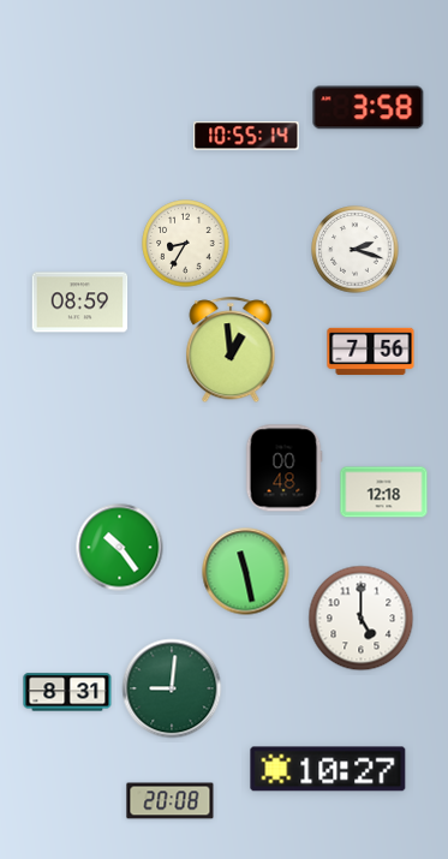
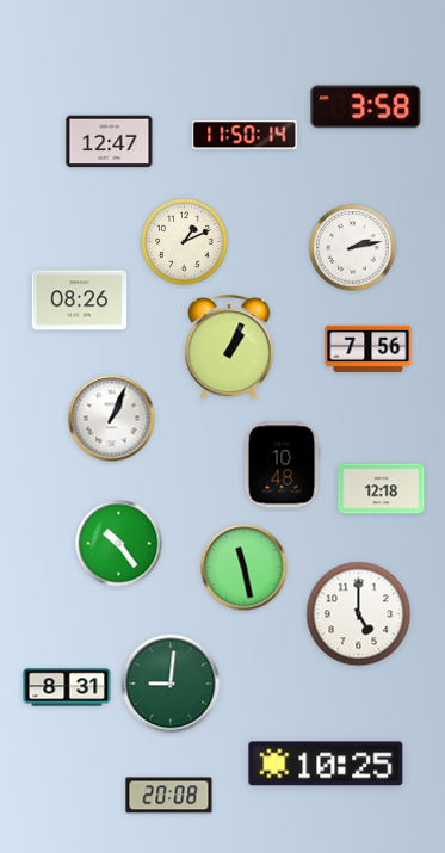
clock at (246, 136): 10:55 -> 11:50
clock at (110, 142): none -> 12:47
clock at (186, 244): 8:35 -> 1:11
clock at (356, 250): 2:18 -> 2:13
clock at (80, 303): 08:59 -> 08:26
clock at (231, 351): 12:59 -> 1:04
clock at (112, 419): none -> 1:04
clock at (283, 469): 00:48 -> 10:48
clock at (328, 769): 10:27 -> 10:25
